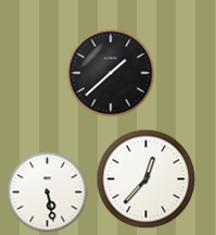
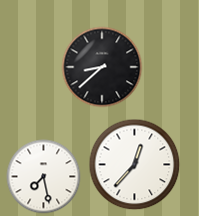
clock at (111, 73): 1:38 -> 8:38
clock at (48, 193): 5:28 -> 7:28
